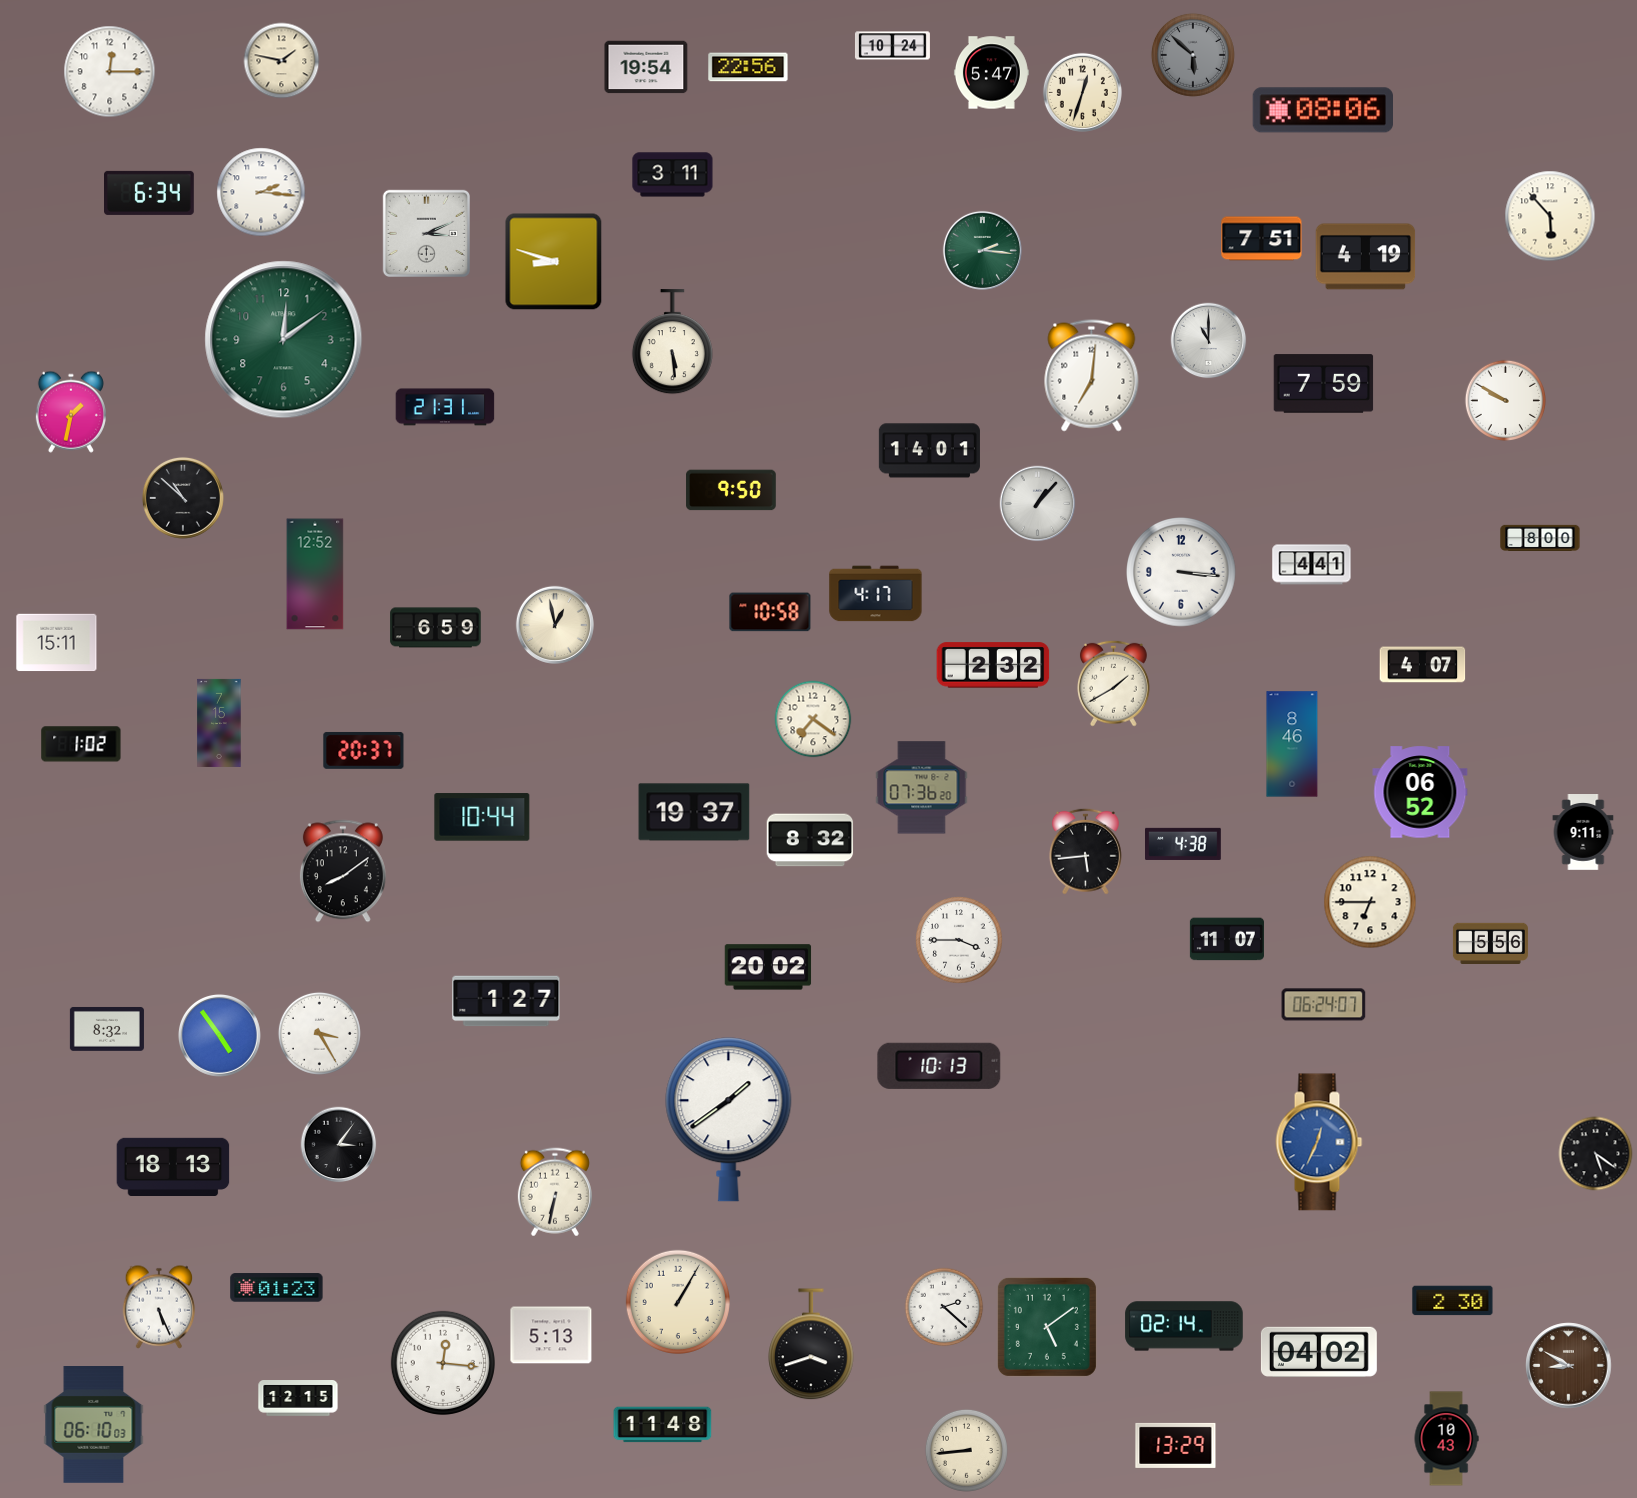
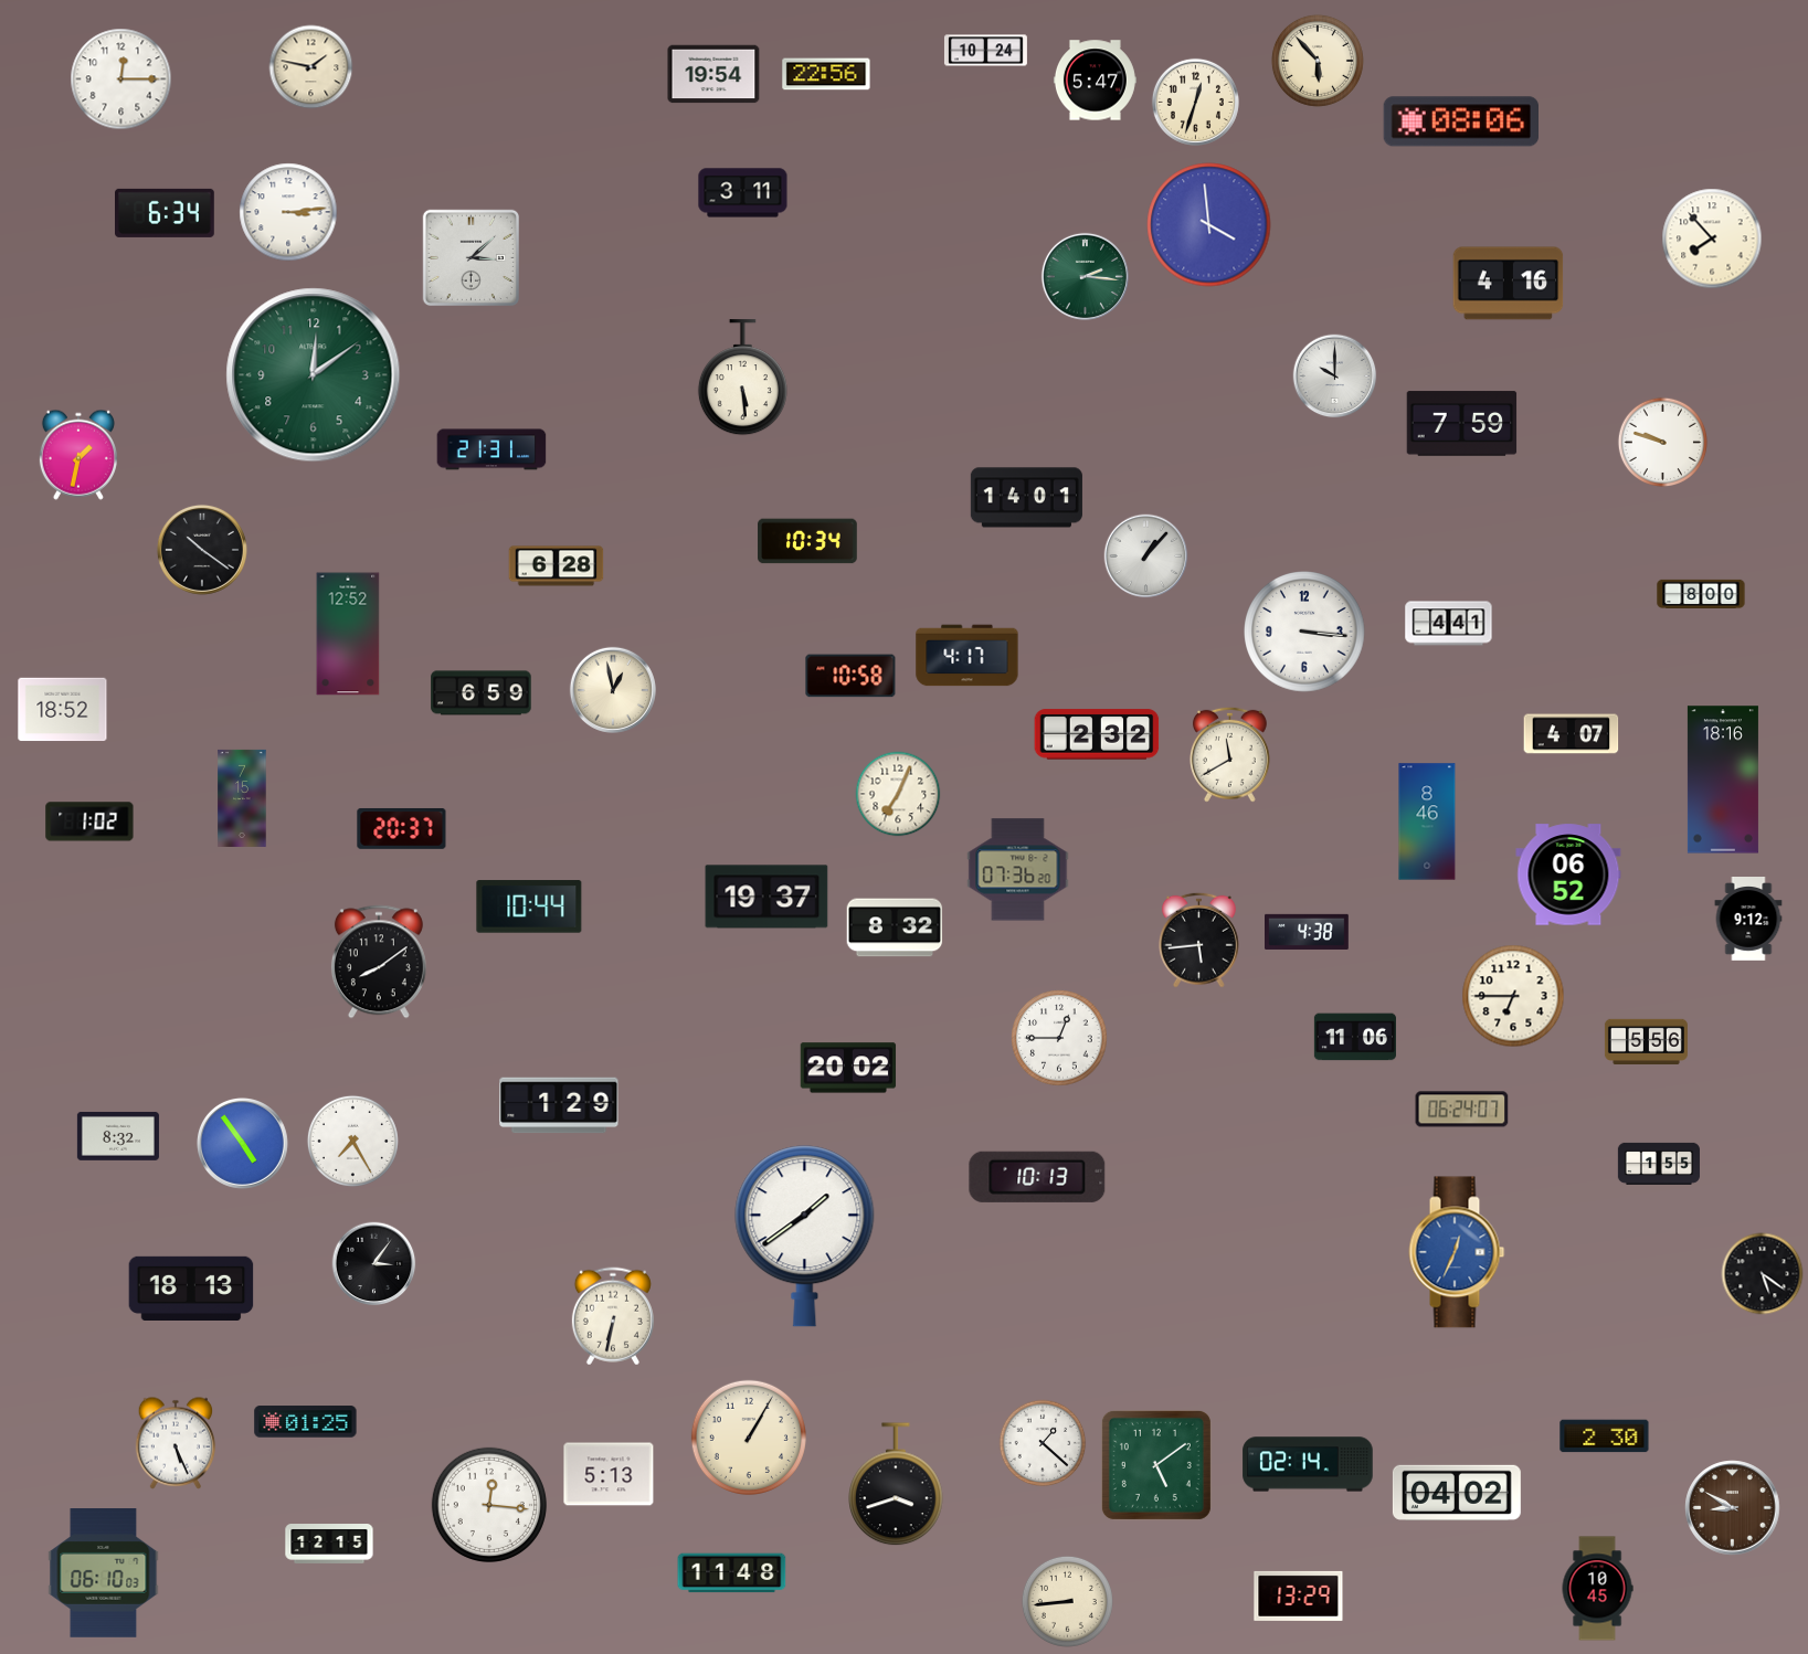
clock at (1193, 55): 5:52 -> 5:53
clock at (1193, 55) dial: grey -> cream
clock at (261, 192): 2:16 -> 3:14
clock at (1209, 225): none -> 3:59
clock at (1550, 216): 5:53 -> 7:53
clock at (426, 233): 3:11 -> 3:08
clock at (1262, 239): 7:51 -> none
clock at (1366, 257): 4:19 -> 4:16
clock at (554, 262): 8:48 -> none
clock at (1209, 341): 11:00 -> 10:00
clock at (1092, 376): 7:01 -> none
clock at (1505, 400): 9:50 -> 9:48
clock at (731, 490): 9:50 -> 10:34
clock at (183, 498): 10:52 -> 10:21
clock at (557, 566): none -> 6:28
clock at (57, 643): 15:11 -> 18:52
clock at (1113, 683): 1:40 -> 11:40
clock at (1723, 780): none -> 18:16
clock at (813, 719): 7:21 -> 7:04
clock at (482, 817) position: (482, 817) -> (529, 906)
clock at (1583, 833): 9:11 -> 9:12
clock at (1227, 939): 11:07 -> 11:06
clock at (959, 940): 3:45 -> 12:45
clock at (506, 1001): 1:27 -> 1:29
clock at (319, 1033): 3:25 -> 7:25
clock at (1659, 1164): none -> 1:55
clock at (1319, 1142) position: (1319, 1142) -> (1457, 1252)
clock at (277, 1288): 01:23 -> 01:25
clock at (944, 1307): 2:22 -> 1:22
clock at (1446, 1439): 10:43 -> 10:45
